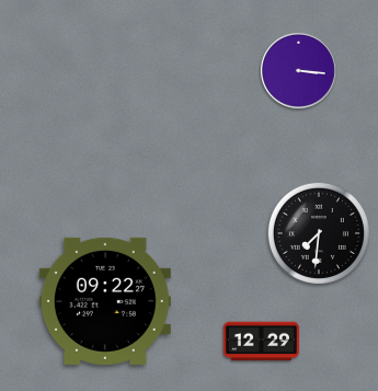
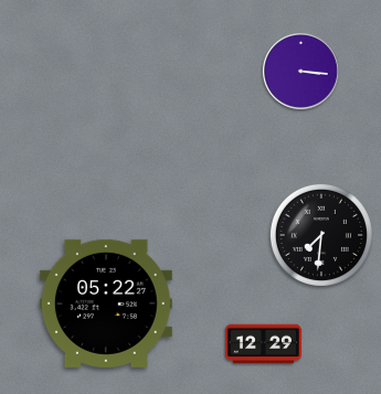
clock at (105, 301): 09:22 -> 05:22
